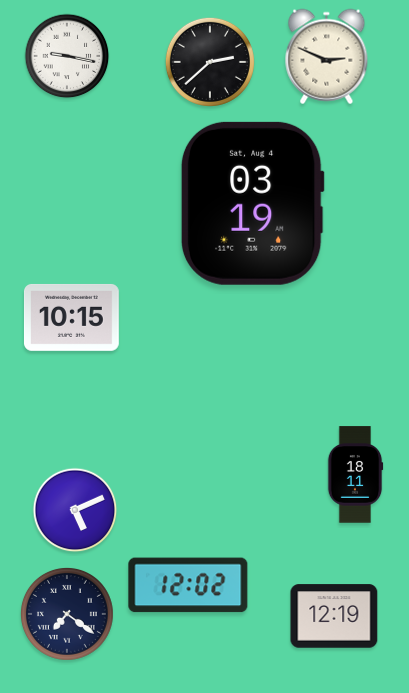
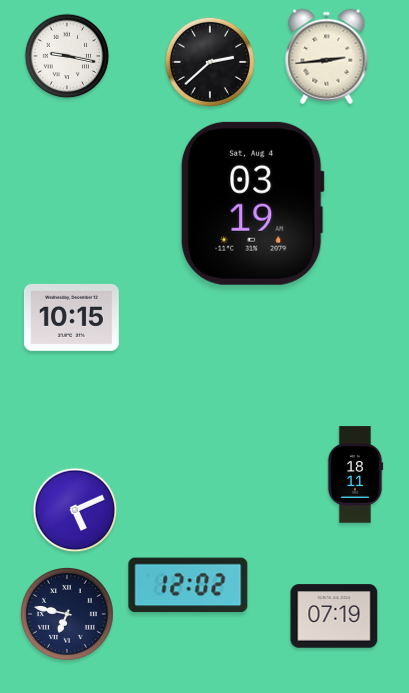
clock at (327, 57): 2:49 -> 2:44
clock at (67, 614): 7:21 -> 6:47
clock at (334, 616): 12:19 -> 07:19
